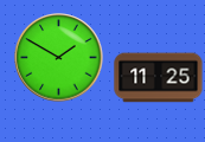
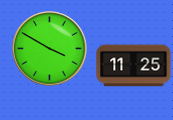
clock at (59, 58): 1:50 -> 3:50
